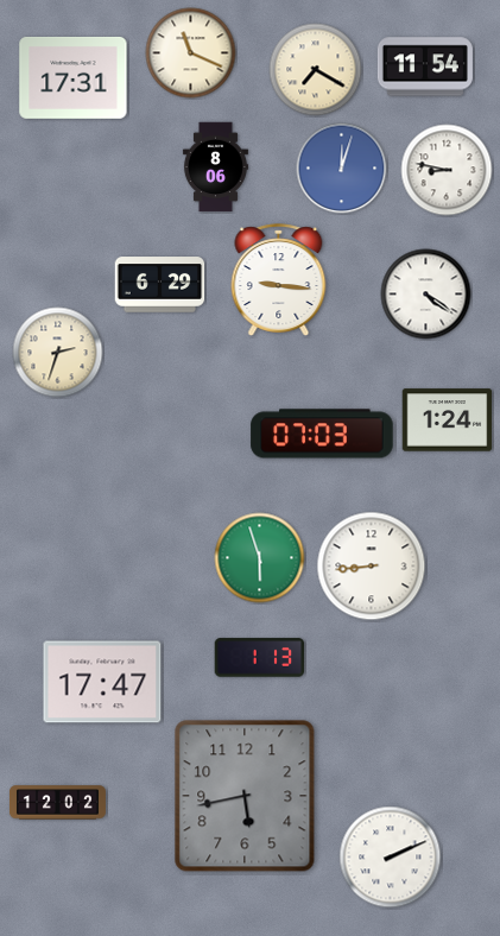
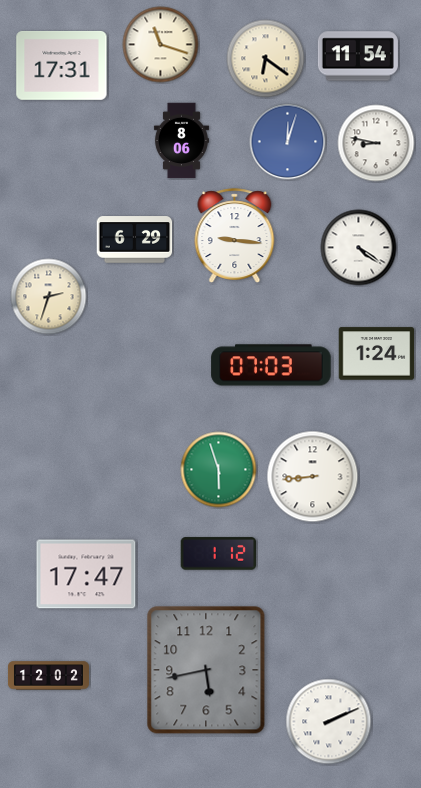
clock at (191, 53): 11:19 -> 11:18
clock at (316, 70): 7:20 -> 6:21
clock at (260, 658): 1:13 -> 1:12
